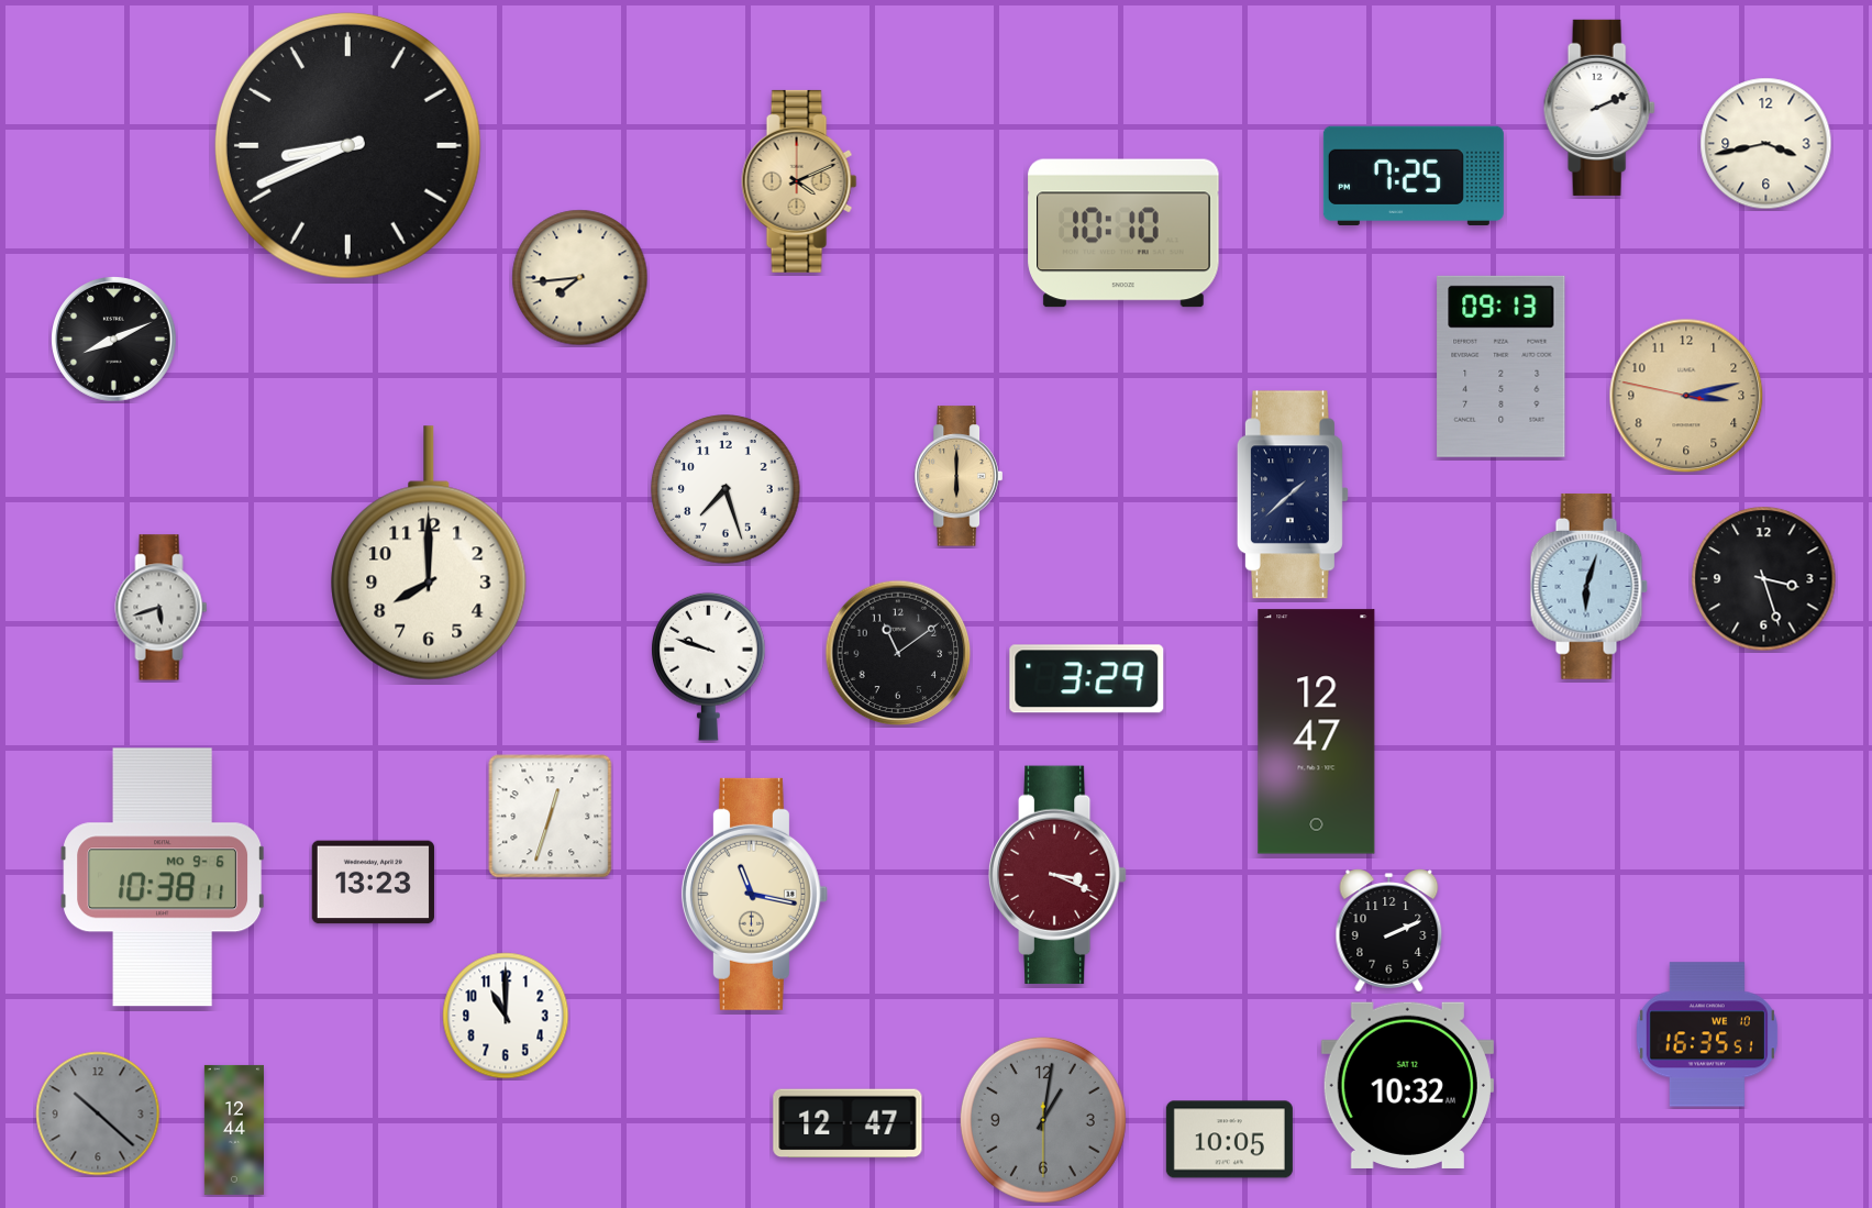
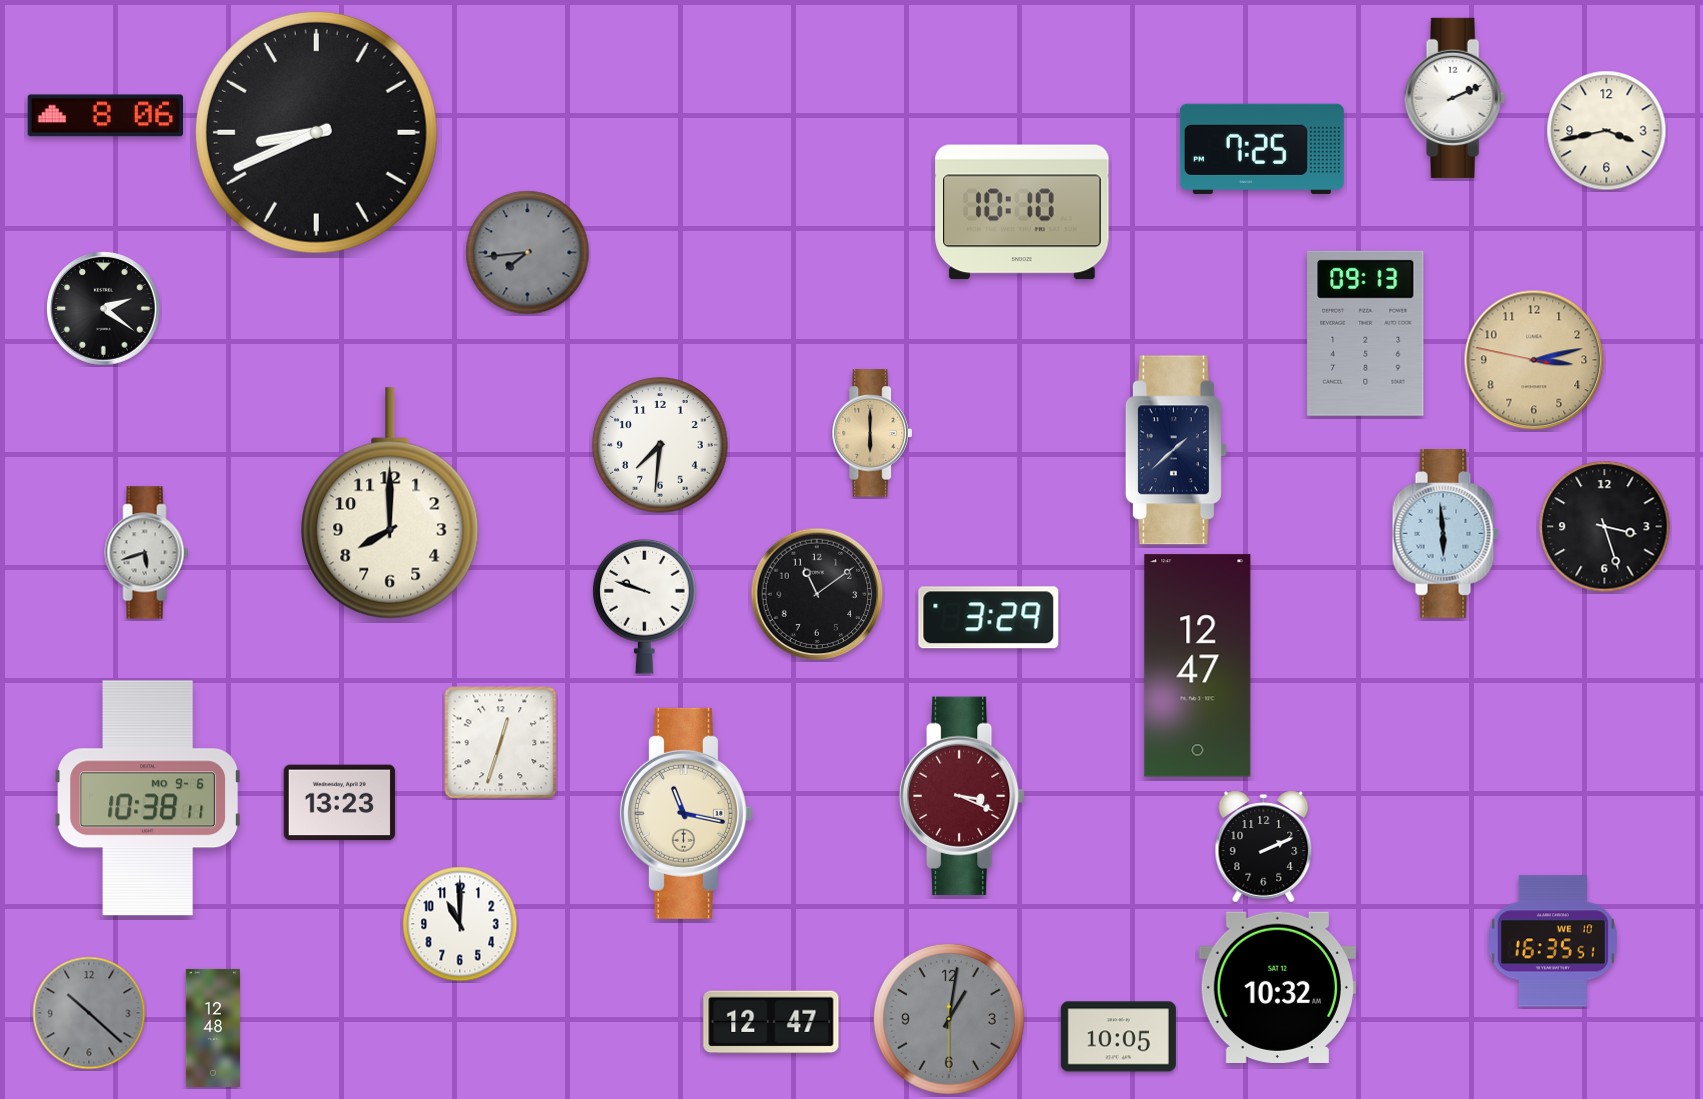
clock at (105, 116): none -> 8:06
clock at (1414, 176) position: (1414, 176) -> (1262, 149)
clock at (799, 181): 4:11 -> none
clock at (580, 278) dial: cream -> grey
clock at (114, 340): 8:11 -> 2:21
clock at (725, 489): 7:27 -> 7:31
clock at (1588, 586): 6:03 -> 5:59
clock at (1407, 1085) position: (1407, 1085) -> (1277, 987)
clock at (234, 1130): 12:44 -> 12:48
